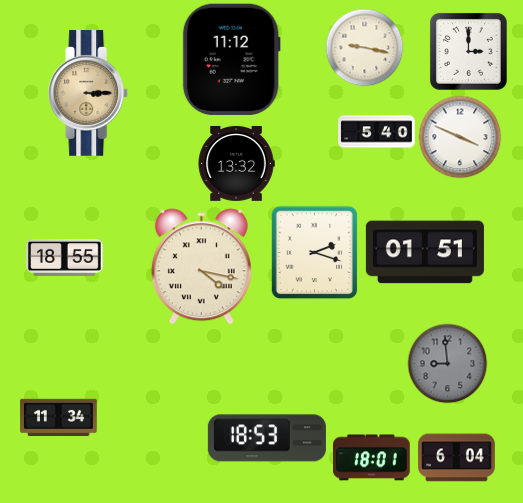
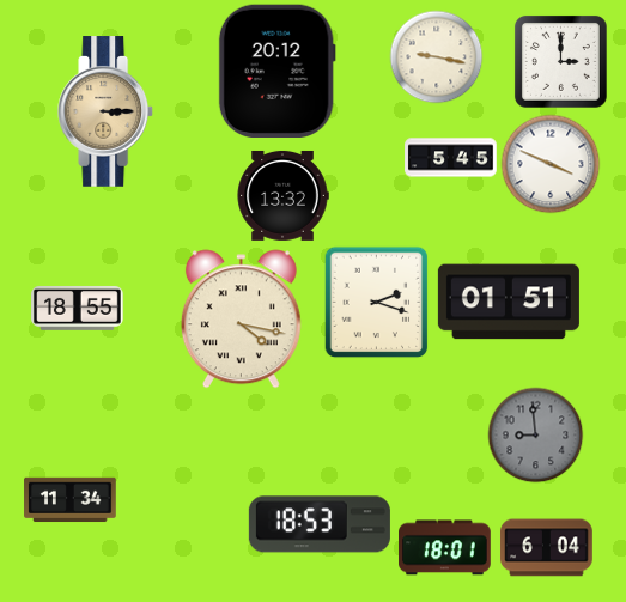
clock at (231, 60): 11:12 -> 20:12
clock at (377, 132): 5:40 -> 5:45
